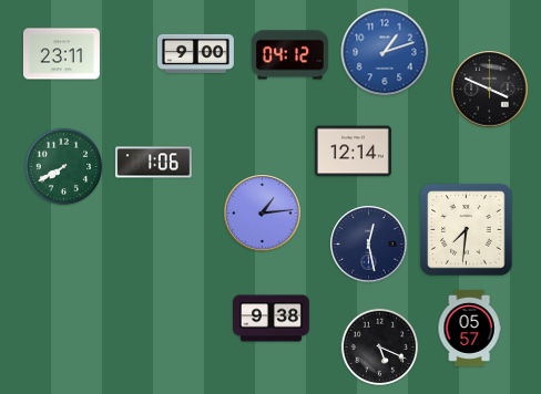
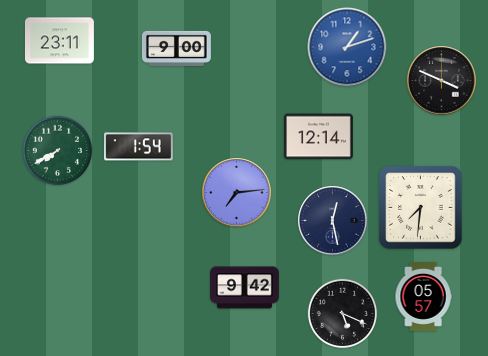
clock at (61, 54) position: (61, 54) -> (59, 41)
clock at (289, 55): 04:12 -> none
clock at (153, 163): 1:06 -> 1:54
clock at (263, 214): 1:14 -> 7:14
clock at (272, 319): 9:38 -> 9:42
